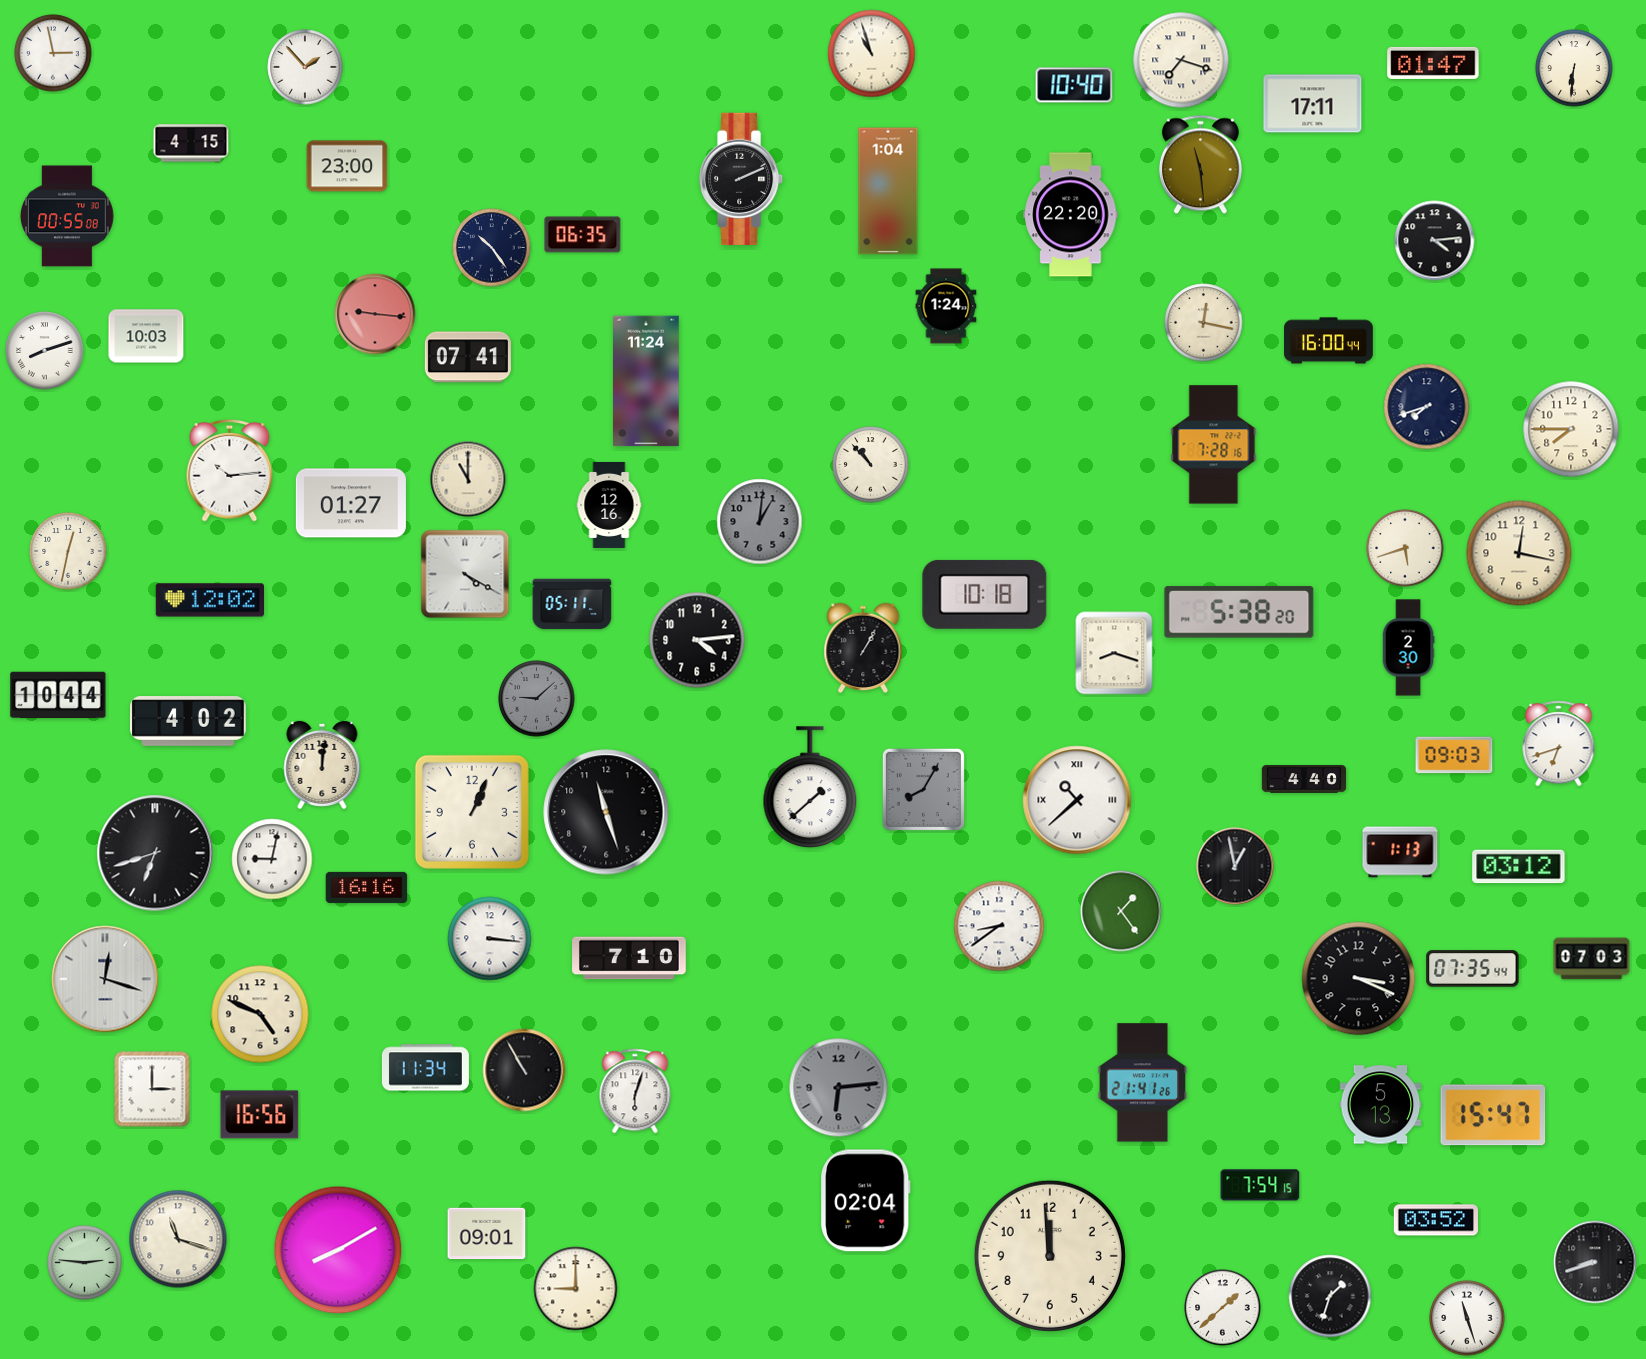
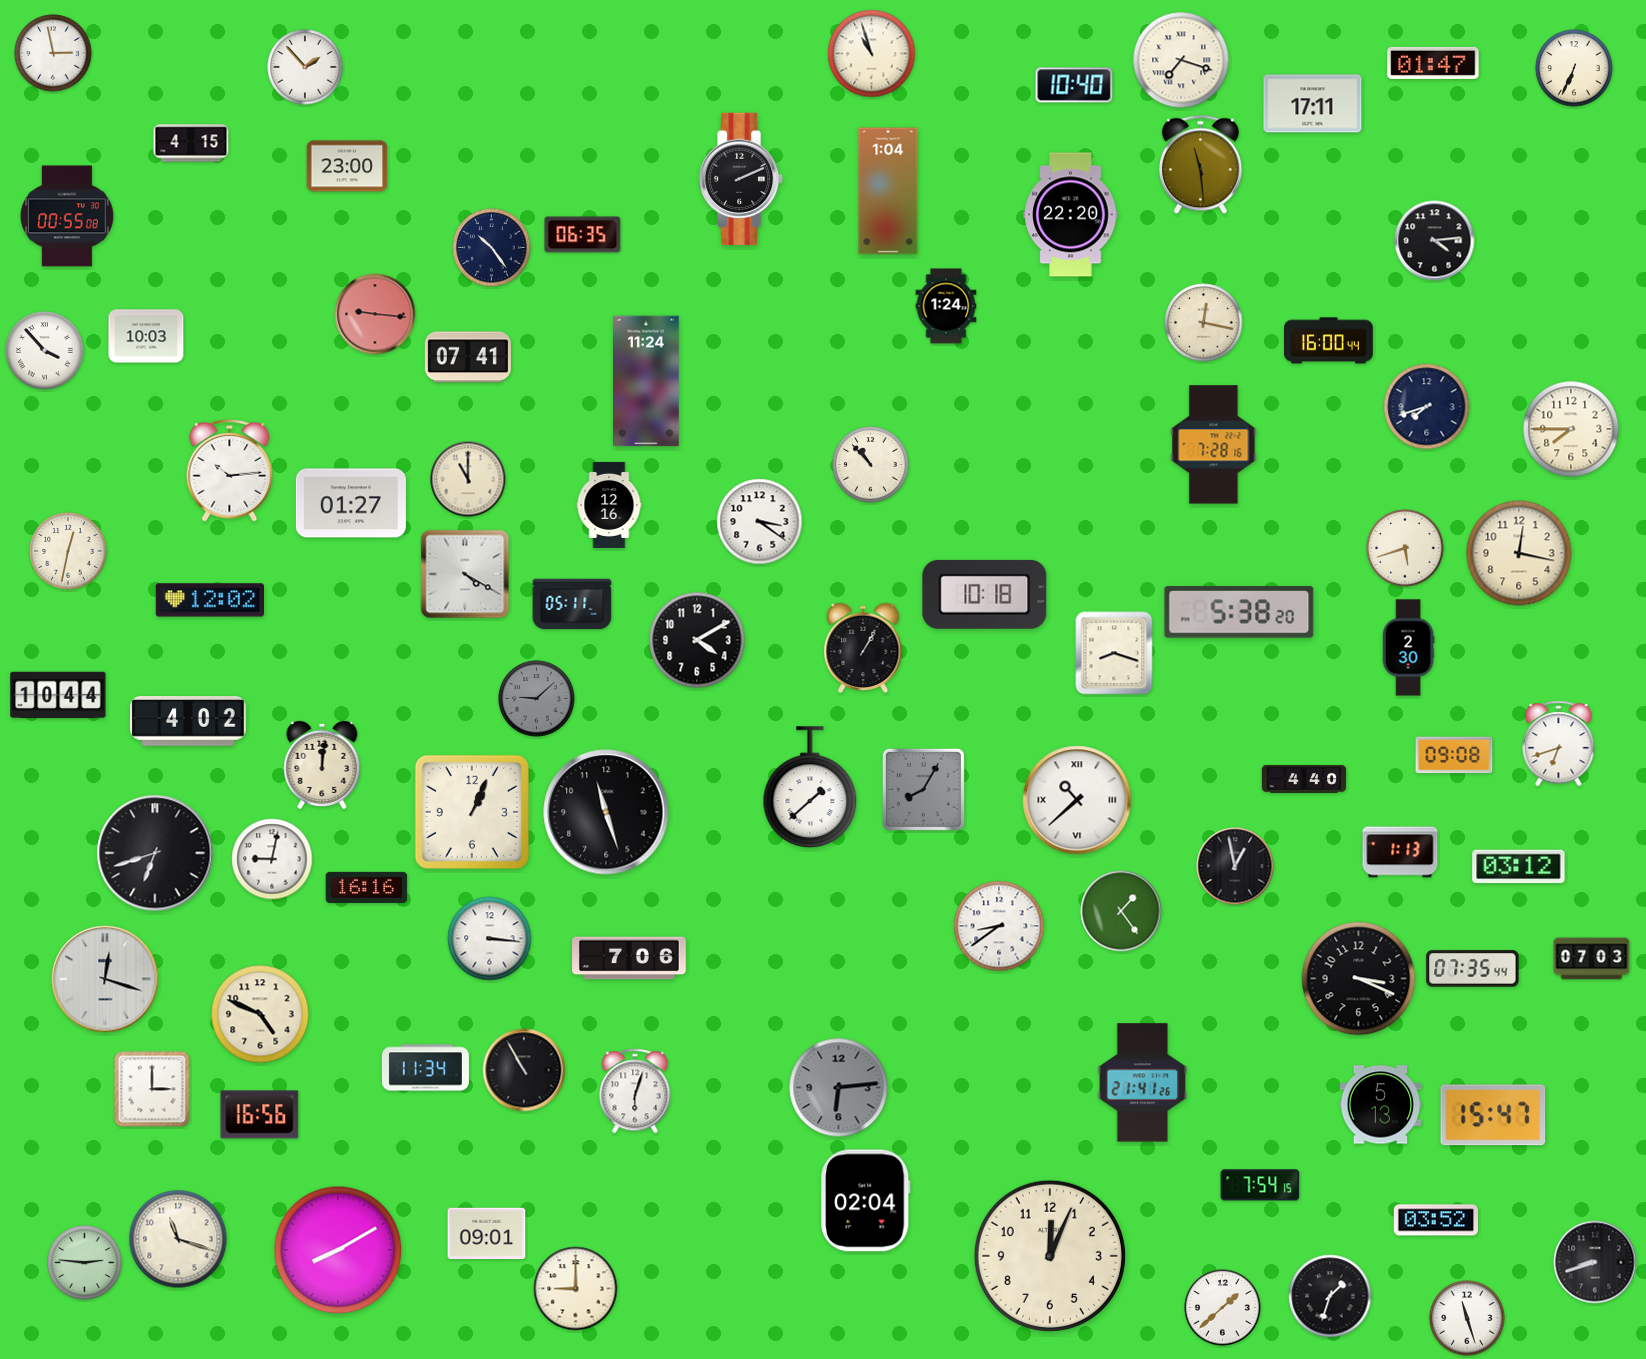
clock at (1574, 68): 6:31 -> 6:34
clock at (45, 351): 8:12 -> 3:53
clock at (760, 522): 1:01 -> 3:21
clock at (760, 522) dial: grey -> white
clock at (697, 640): 4:14 -> 4:10
clock at (1454, 755): 09:03 -> 09:08
clock at (629, 958): 7:10 -> 7:06
clock at (1050, 1256): 11:59 -> 12:04
